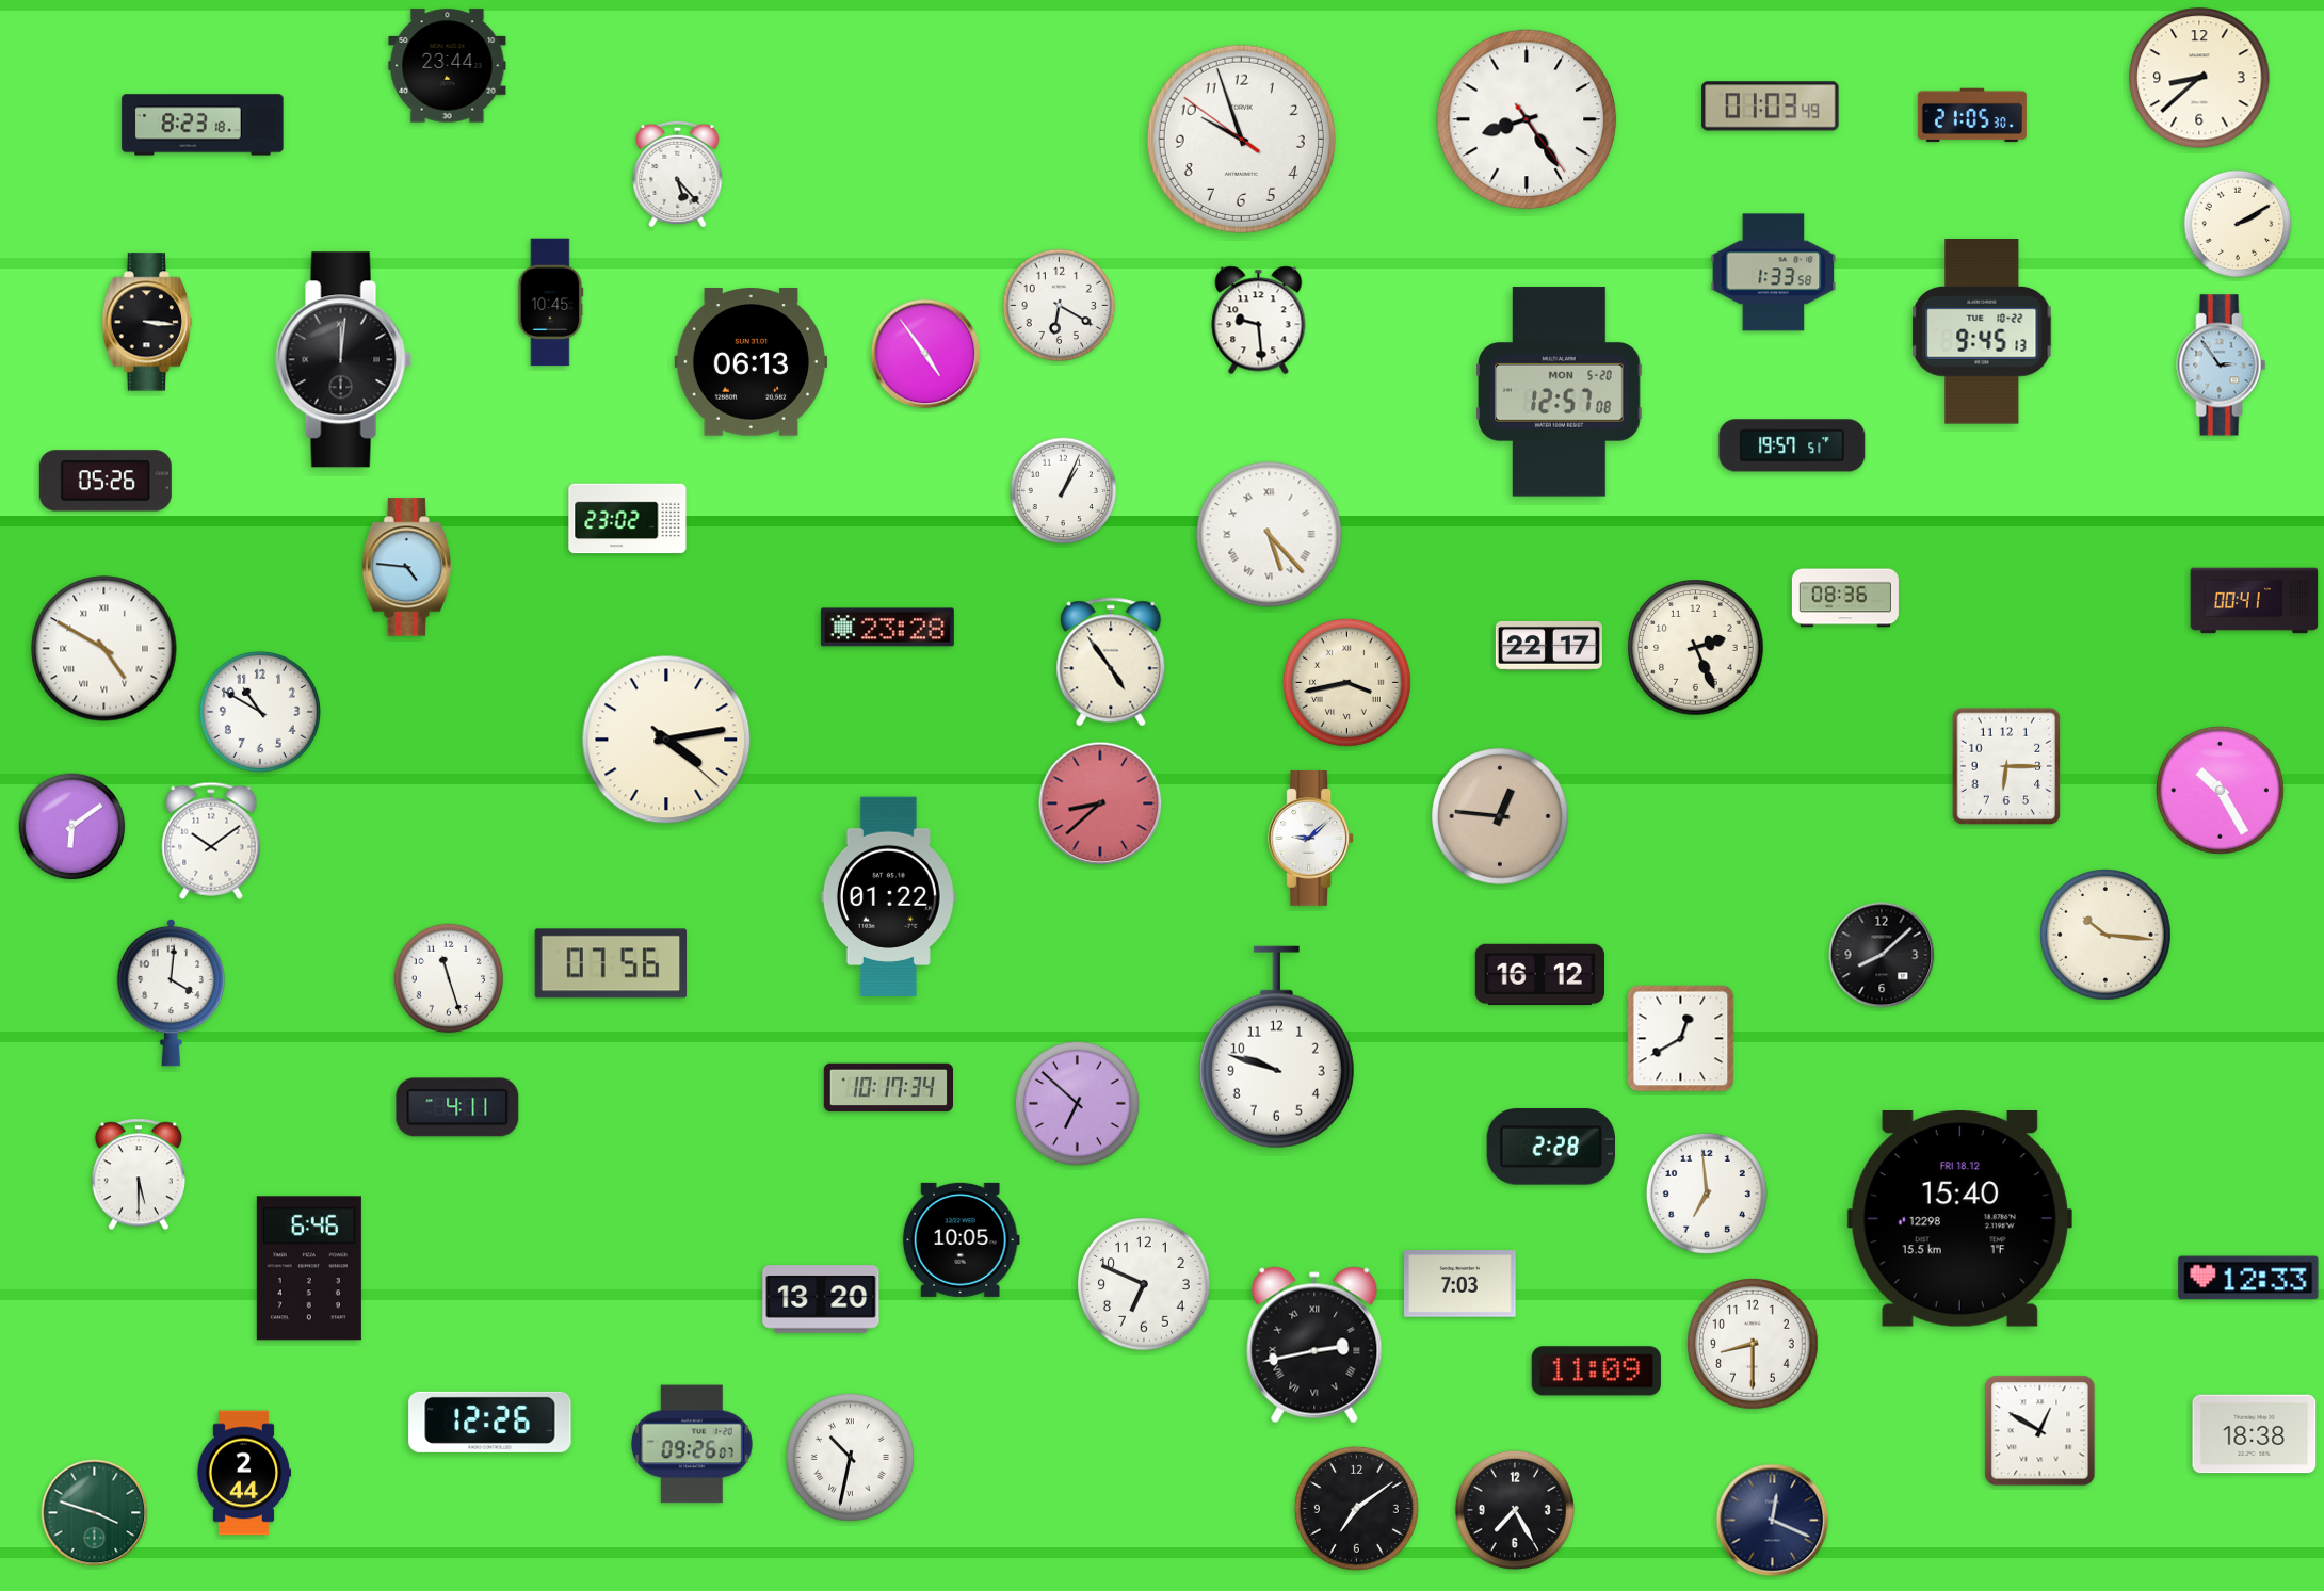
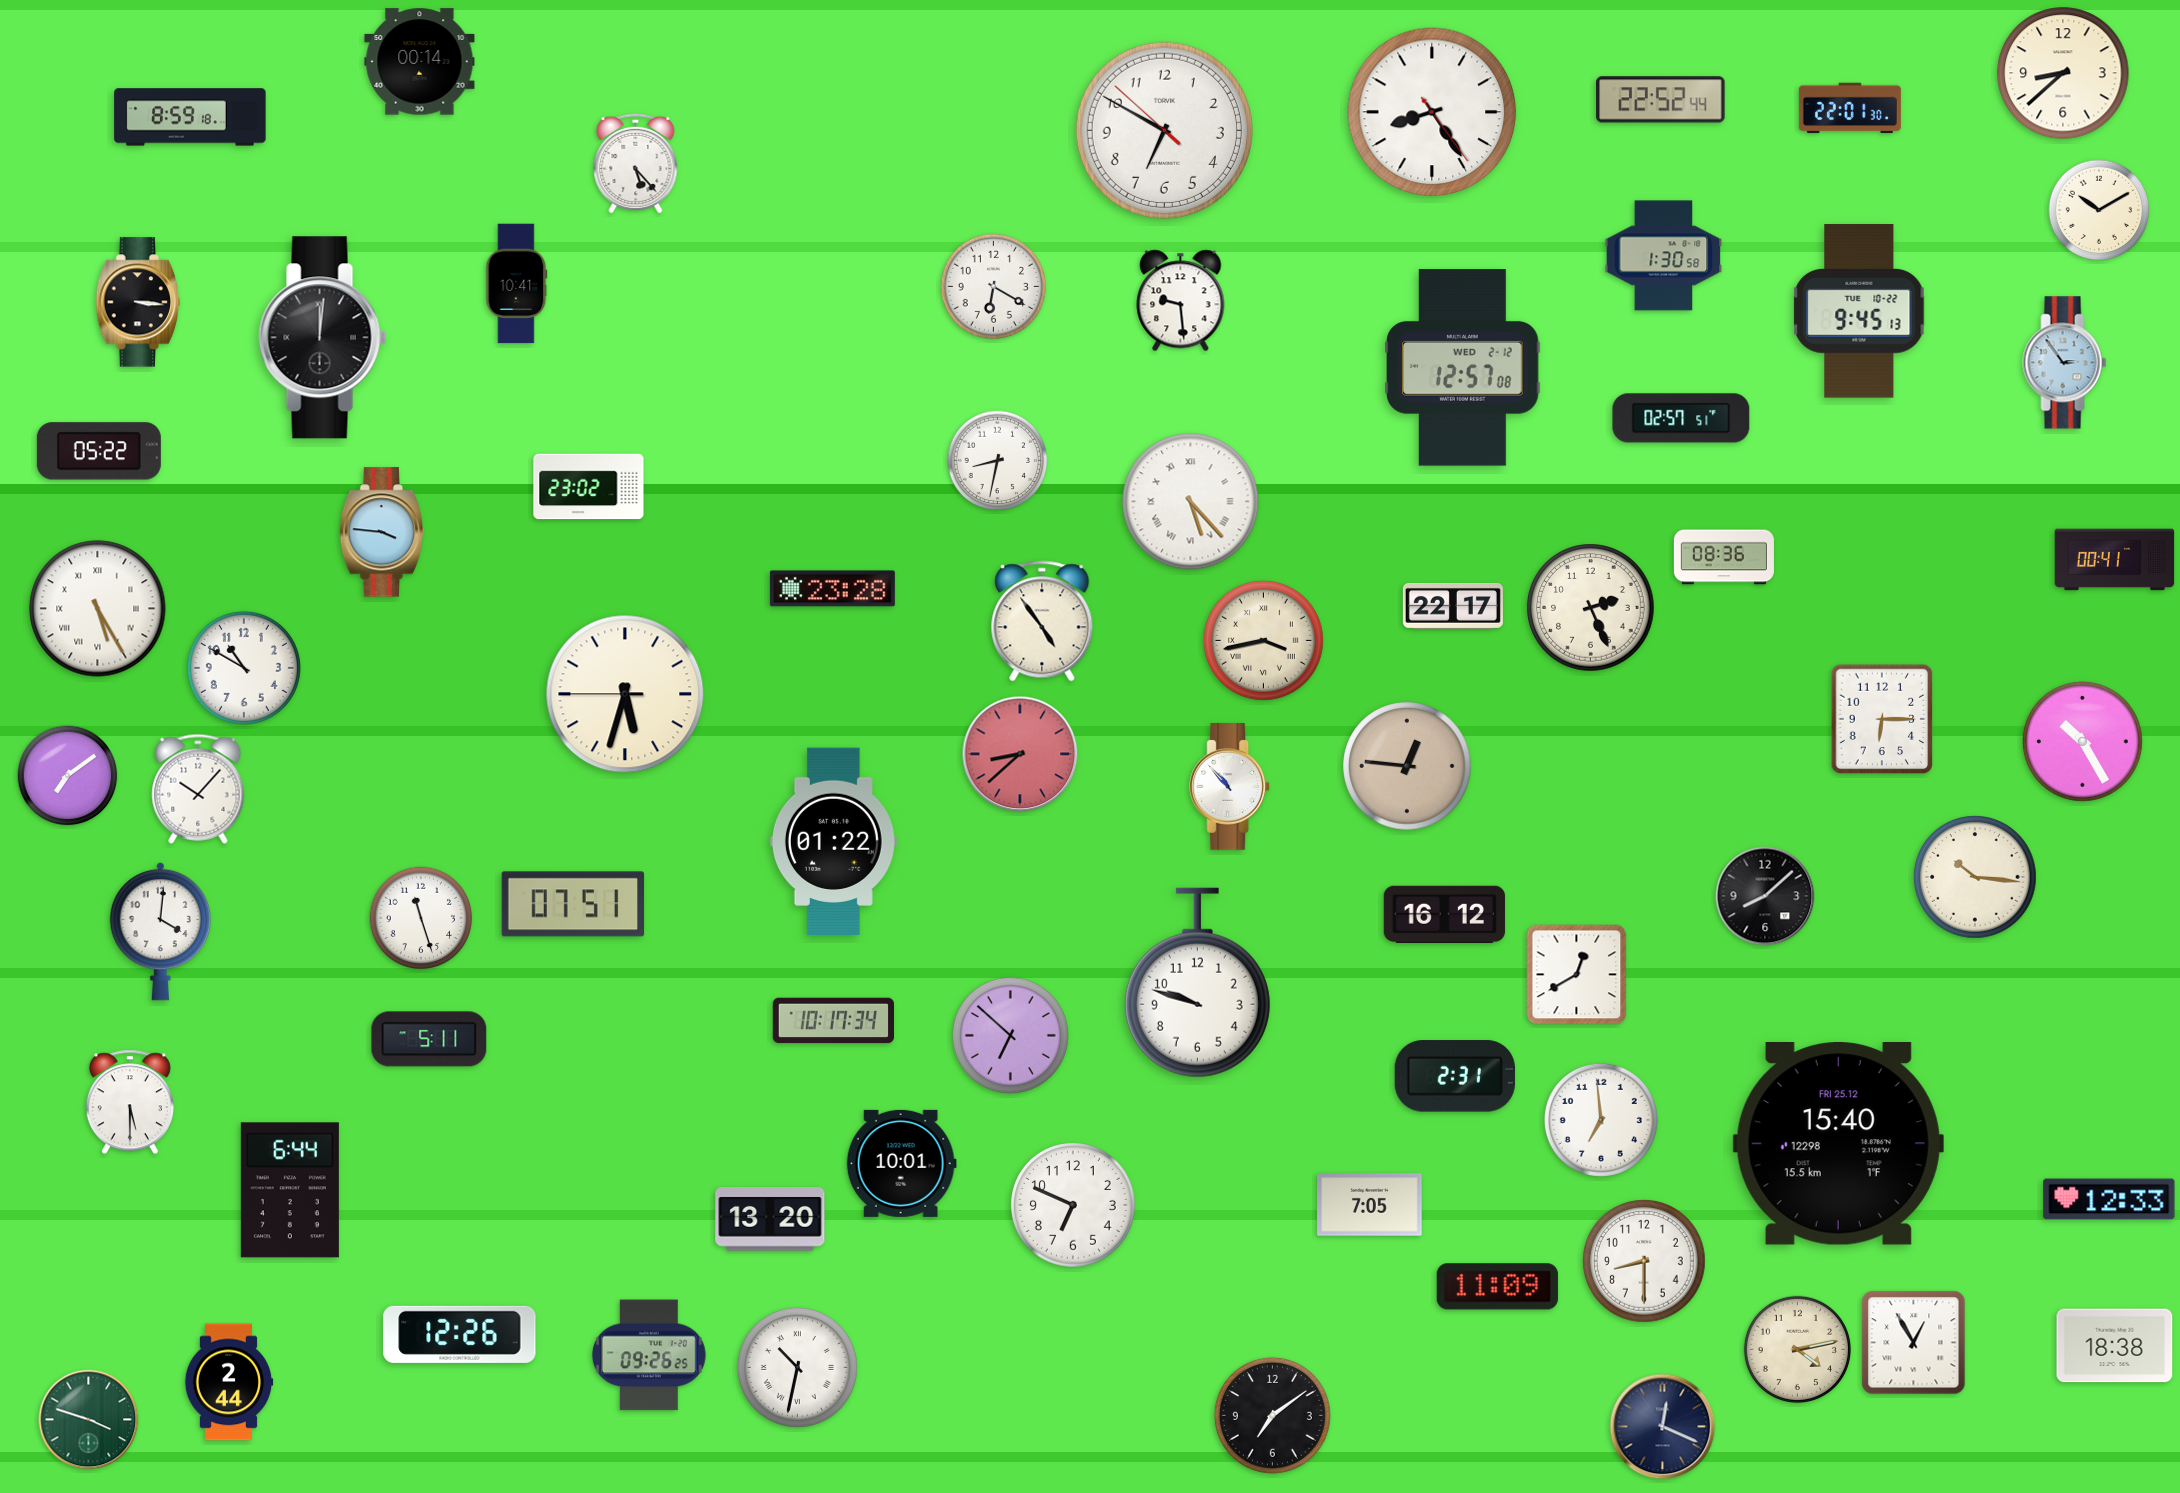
clock at (448, 66): 23:44 -> 00:14
clock at (1771, 107): 01:03 -> 22:52
clock at (1972, 115): 21:05 -> 22:01
clock at (203, 125): 8:23 -> 8:59
clock at (1241, 139): 9:56 -> 6:49
clock at (2238, 224): 2:10 -> 10:10
clock at (1774, 273): 1:33 -> 1:30
clock at (551, 303): 10:45 -> 10:41
clock at (925, 354): 4:54 -> none
clock at (751, 362): 06:13 -> none
clock at (2222, 366) position: (2222, 366) -> (2065, 363)
clock at (1560, 392) date: MON 5-20 -> WED 2-12
clock at (1792, 445): 19:57 -> 02:57
clock at (106, 481): 05:26 -> 05:22
clock at (1064, 491): 1:04 -> 8:32
clock at (407, 567): 4:46 -> 3:46
clock at (1845, 598) position: (1845, 598) -> (1724, 557)
clock at (2255, 601) position: (2255, 601) -> (2115, 560)
clock at (104, 649): 4:50 -> 5:25
clock at (666, 740): 4:13 -> 5:32
clock at (1100, 803) position: (1100, 803) -> (1020, 754)
clock at (72, 827): 6:09 -> 7:09
clock at (1311, 839): 9:08 -> 10:53
clock at (211, 841): 10:09 -> 10:07
clock at (611, 963): 07:56 -> 07:51
clock at (457, 1107): 4:11 -> 5:11
clock at (1551, 1147): 2:28 -> 2:31
clock at (1959, 1218) date: FRI 18.12 -> FRI 25.12
clock at (961, 1239): 10:05 -> 10:01
clock at (309, 1268): 6:46 -> 6:44
clock at (1460, 1284): 7:03 -> 7:05
clock at (1314, 1345): 2:43 -> none
clock at (2040, 1431): 12:50 -> 12:55
clock at (1797, 1349): none -> 4:13
clock at (692, 1444): 09:26:07 -> 09:26:25
clock at (1515, 1510): 7:25 -> none
